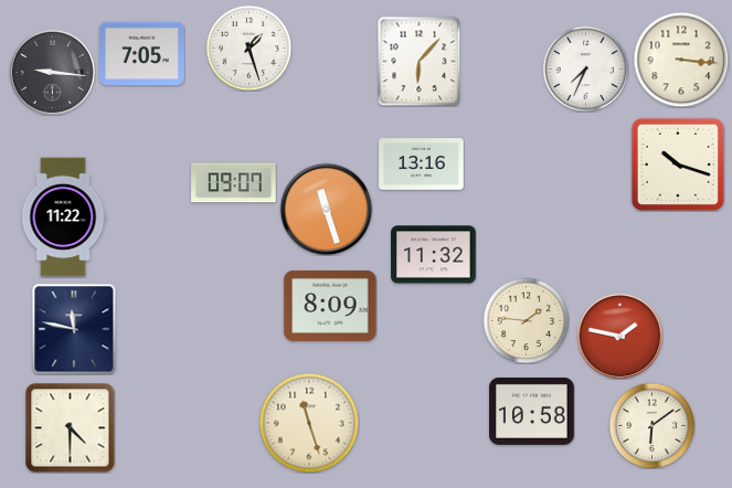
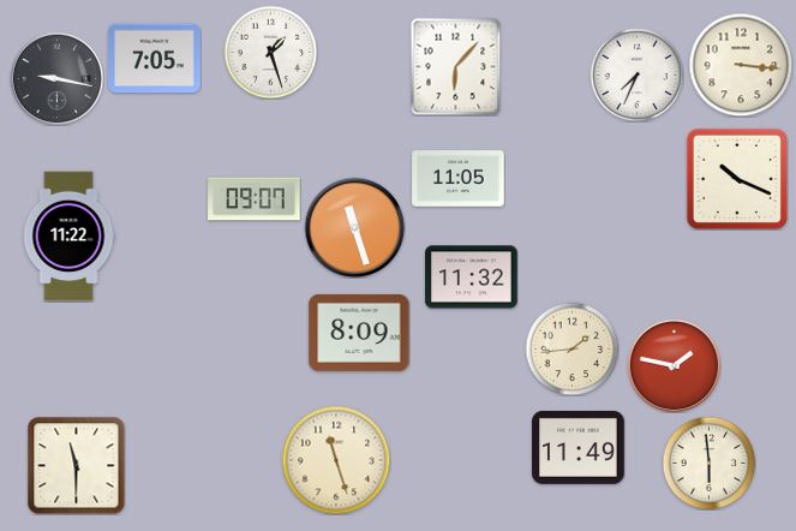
clock at (52, 72): 9:16 -> 9:17
clock at (422, 165): 13:16 -> 11:05
clock at (678, 165): 10:18 -> 10:19
clock at (526, 320): 1:46 -> 1:44
clock at (74, 329): 11:47 -> none
clock at (532, 411): 10:58 -> 11:49
clock at (651, 425): 6:09 -> 5:59
clock at (70, 427): 4:30 -> 11:30
